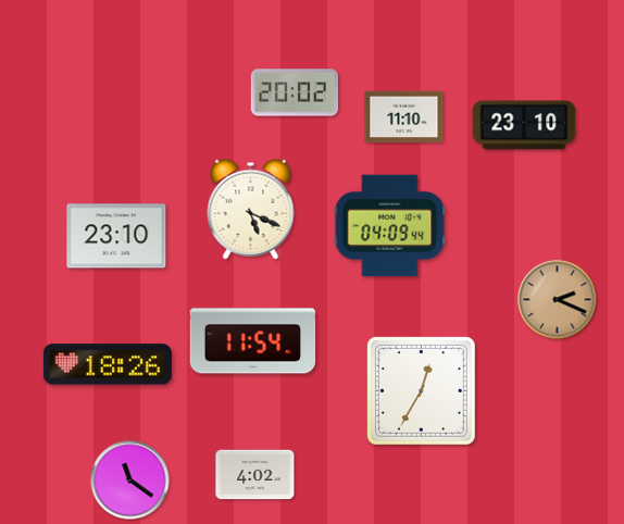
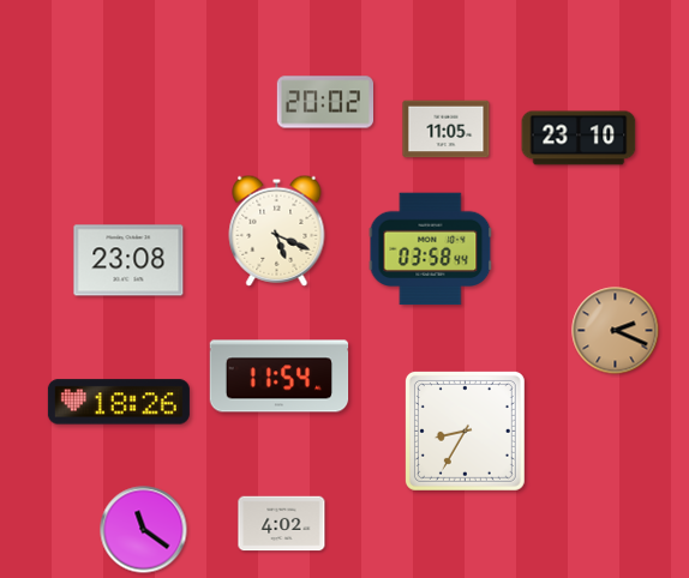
clock at (404, 117): 11:10 -> 11:05
clock at (390, 226): 04:09 -> 03:58
clock at (116, 236): 23:10 -> 23:08
clock at (421, 390): 12:35 -> 8:35
